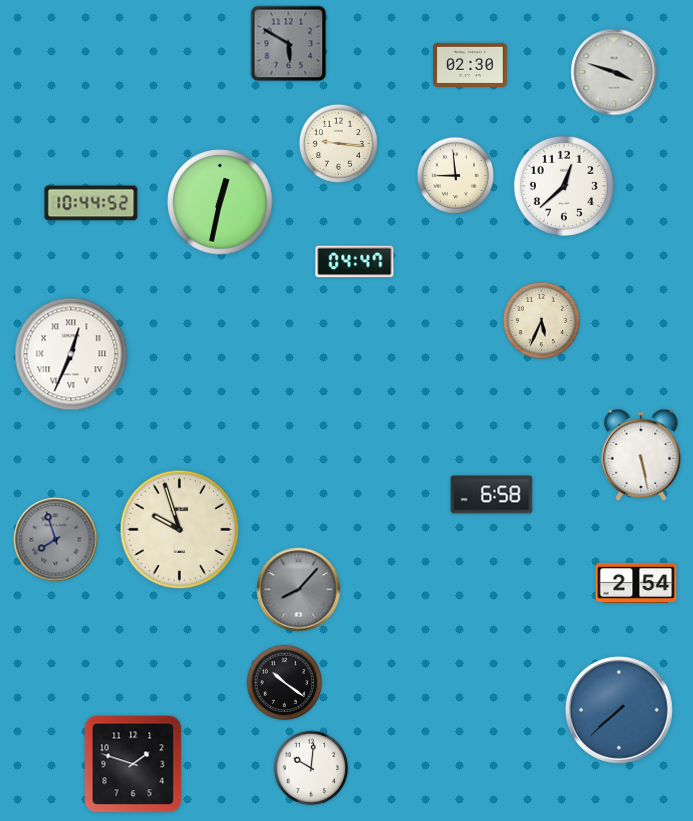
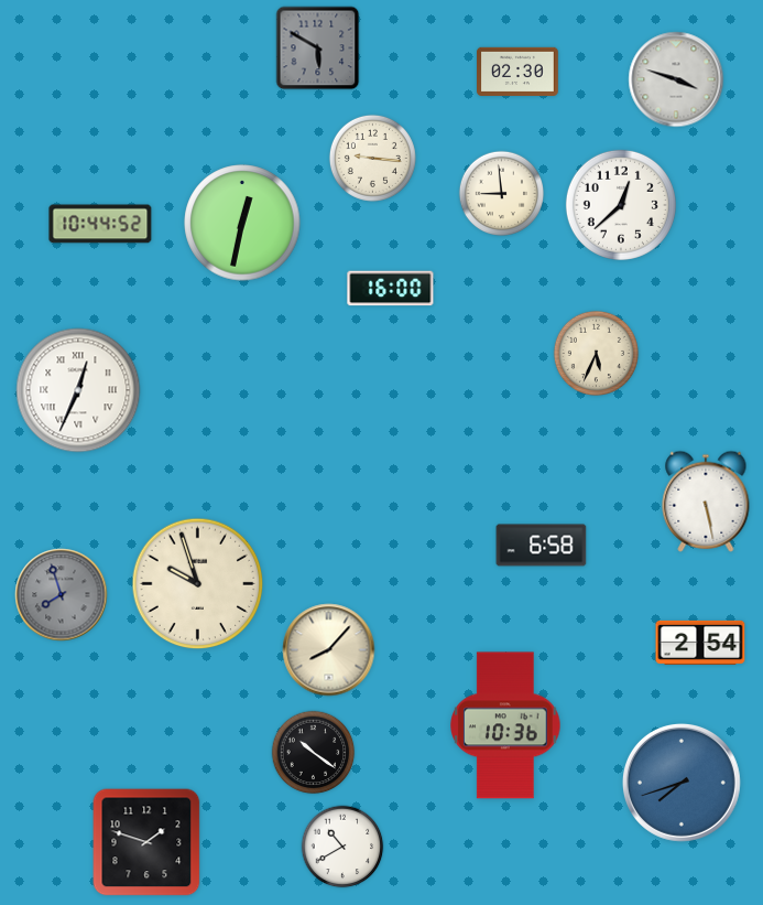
clock at (355, 262): 04:47 -> 16:00
clock at (299, 590) dial: grey -> cream
clock at (505, 725): none -> 10:36
clock at (619, 710): 7:38 -> 7:42
clock at (311, 768): 10:01 -> 10:40
